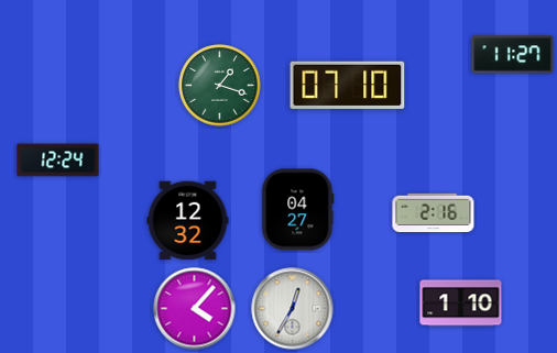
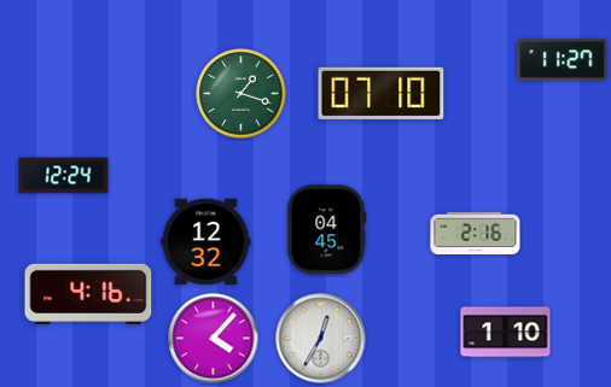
clock at (298, 210): 04:27 -> 04:45
clock at (88, 294): none -> 4:16
